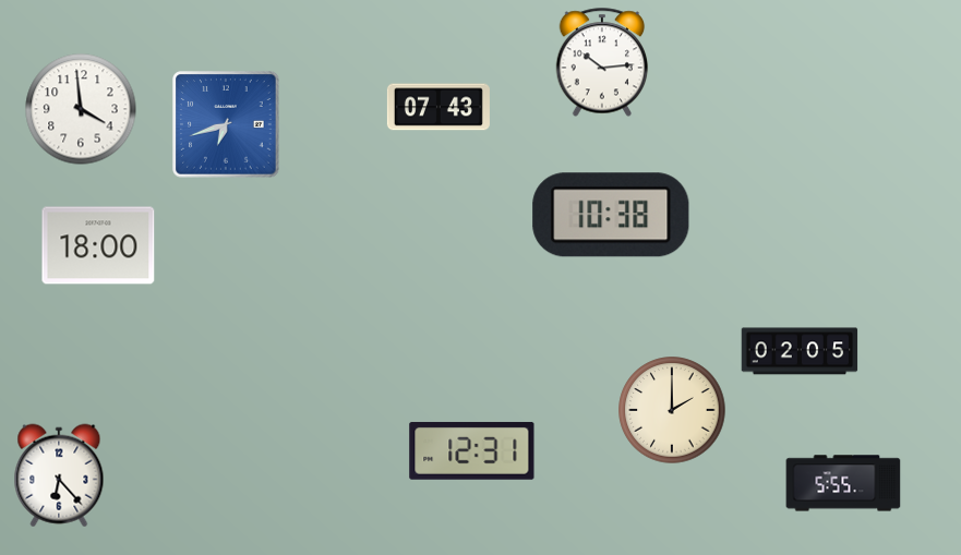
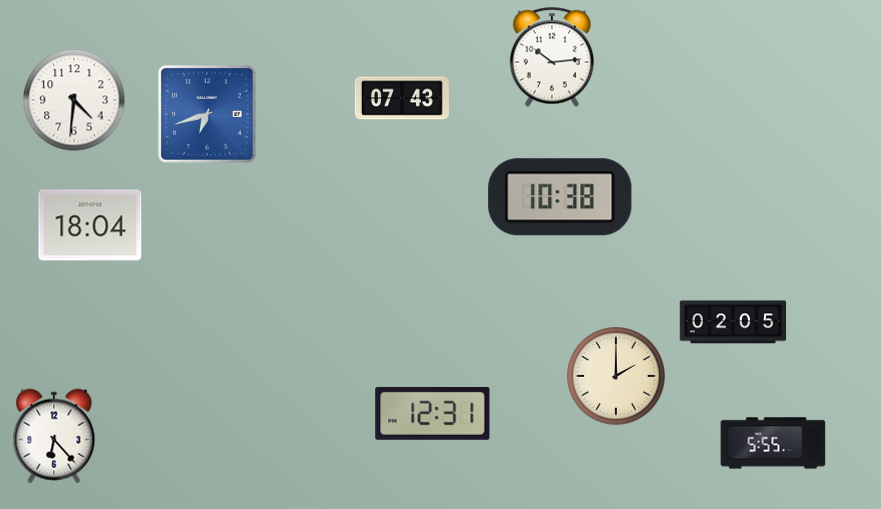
clock at (81, 109): 3:59 -> 4:31
clock at (98, 245): 18:00 -> 18:04
